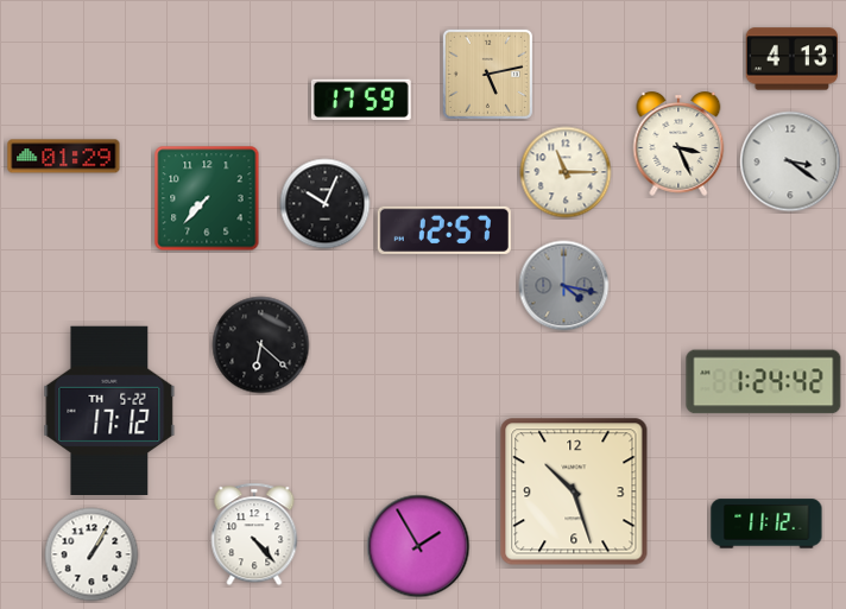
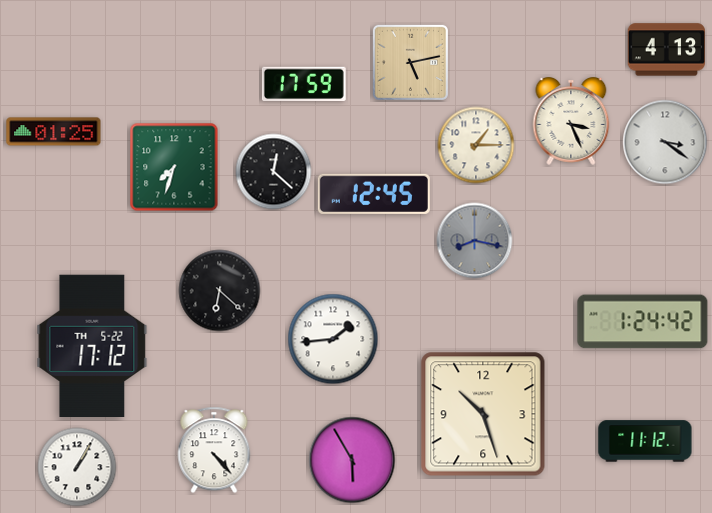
clock at (64, 157): 01:29 -> 01:25
clock at (790, 161) position: (790, 161) -> (665, 142)
clock at (566, 172): 11:15 -> 1:15
clock at (207, 198): 7:37 -> 7:33
clock at (326, 204): 10:04 -> 12:22
clock at (444, 230): 12:57 -> 12:45
clock at (564, 286): 4:17 -> 8:17
clock at (333, 339): none -> 1:44
clock at (418, 546): 1:55 -> 5:55
